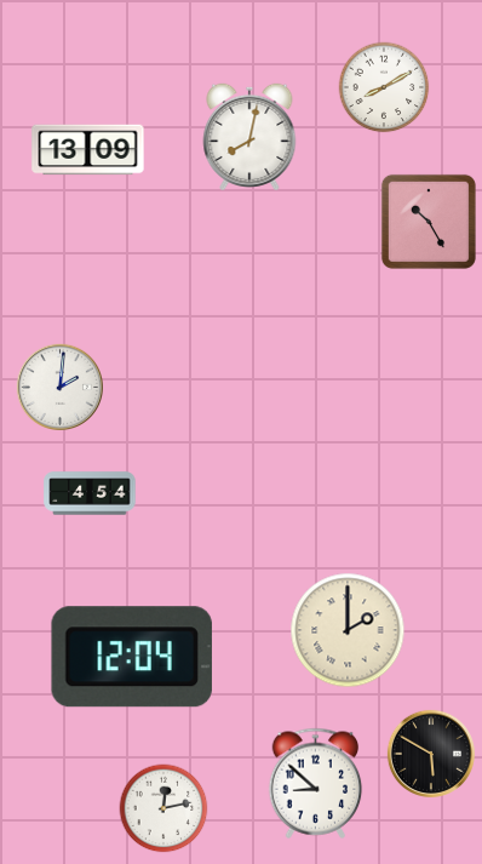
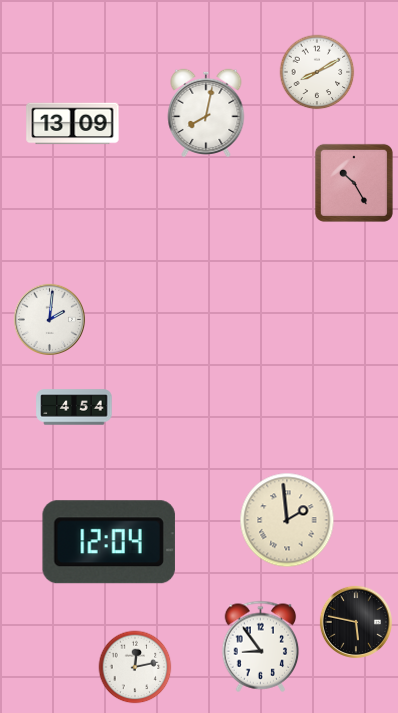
clock at (348, 630): 2:00 -> 1:59
clock at (431, 754): 5:50 -> 5:47
clock at (316, 783): 8:52 -> 8:54
